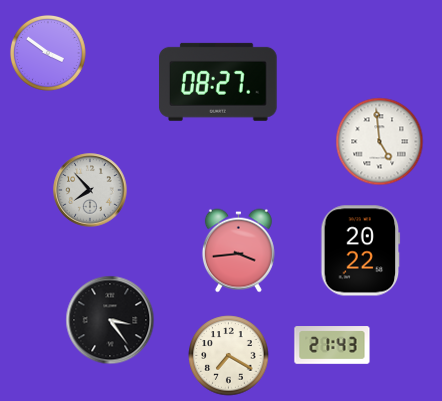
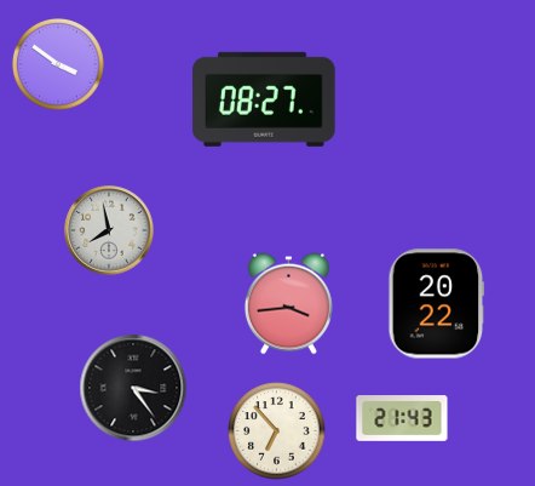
clock at (380, 142): 4:59 -> none
clock at (90, 190): 7:53 -> 7:58
clock at (229, 356): 7:20 -> 6:53
